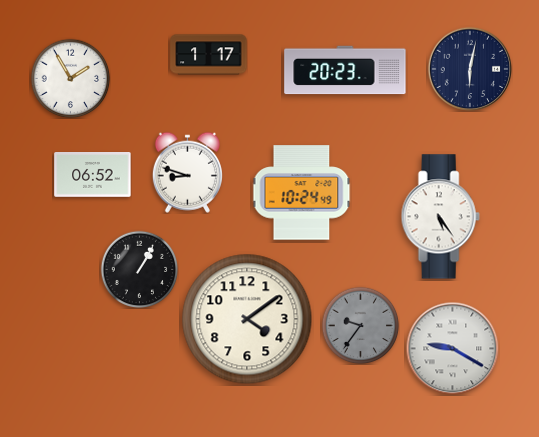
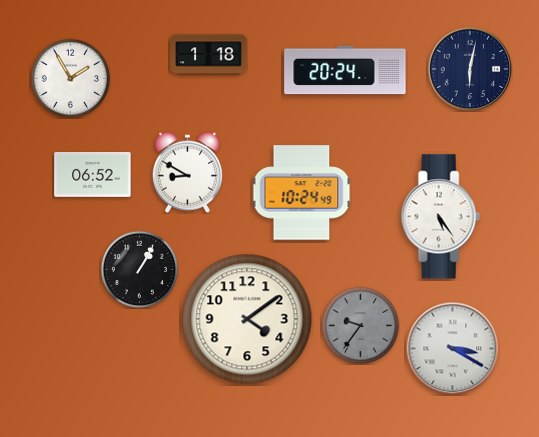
clock at (209, 55): 1:17 -> 1:18
clock at (345, 70): 20:23 -> 20:24
clock at (187, 172): 8:48 -> 8:50
clock at (452, 348): 9:20 -> 3:20
